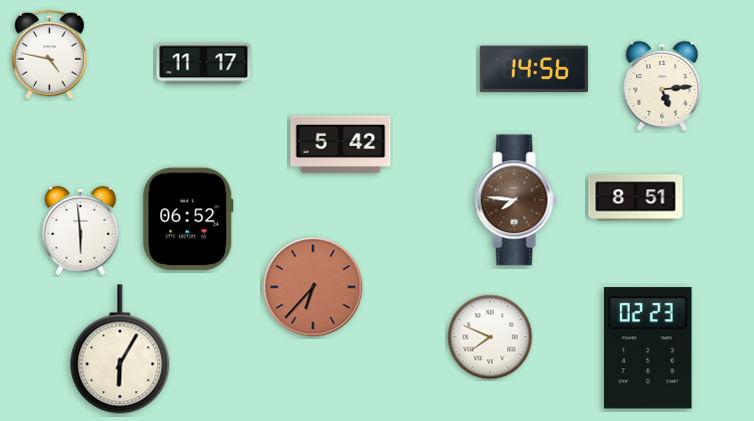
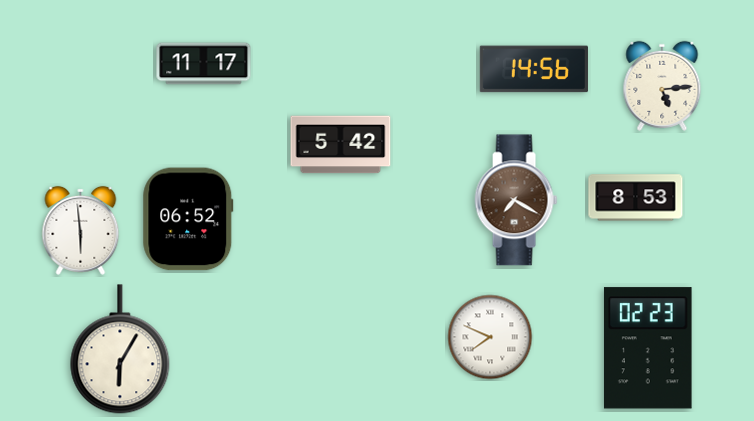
clock at (50, 55): 4:47 -> none
clock at (636, 198): 8:51 -> 8:53
clock at (516, 200): 7:46 -> 7:20
clock at (313, 287): 6:37 -> none
